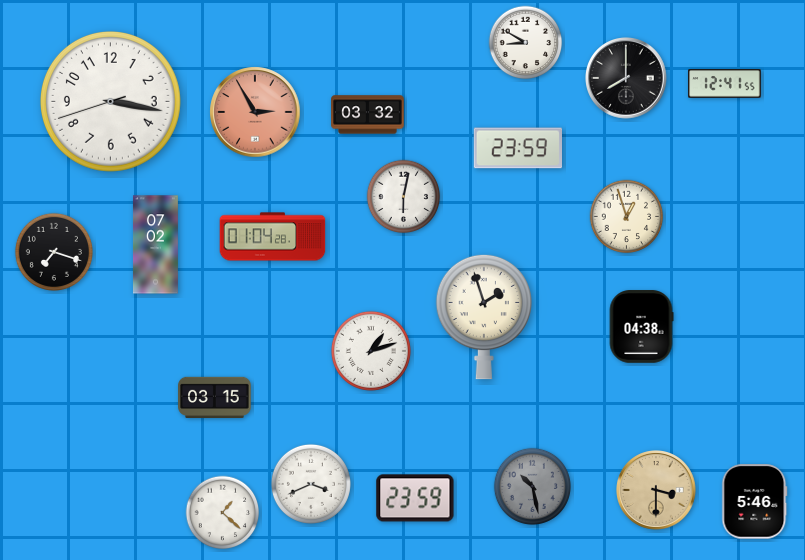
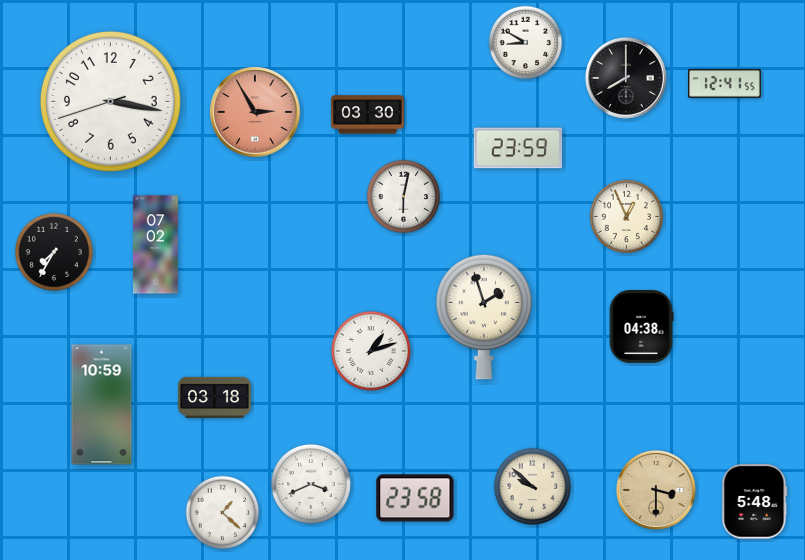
clock at (368, 115): 03:32 -> 03:30
clock at (627, 217): 12:57 -> 12:56
clock at (273, 237): 01:04 -> none
clock at (54, 252): 7:18 -> 7:35
clock at (215, 398): 03:15 -> 03:18
clock at (102, 405): none -> 10:59
clock at (532, 486): 10:28 -> 9:52
clock at (532, 486) dial: grey -> cream
clock at (415, 498): 23:59 -> 23:58
clock at (755, 502): 5:46 -> 5:48
